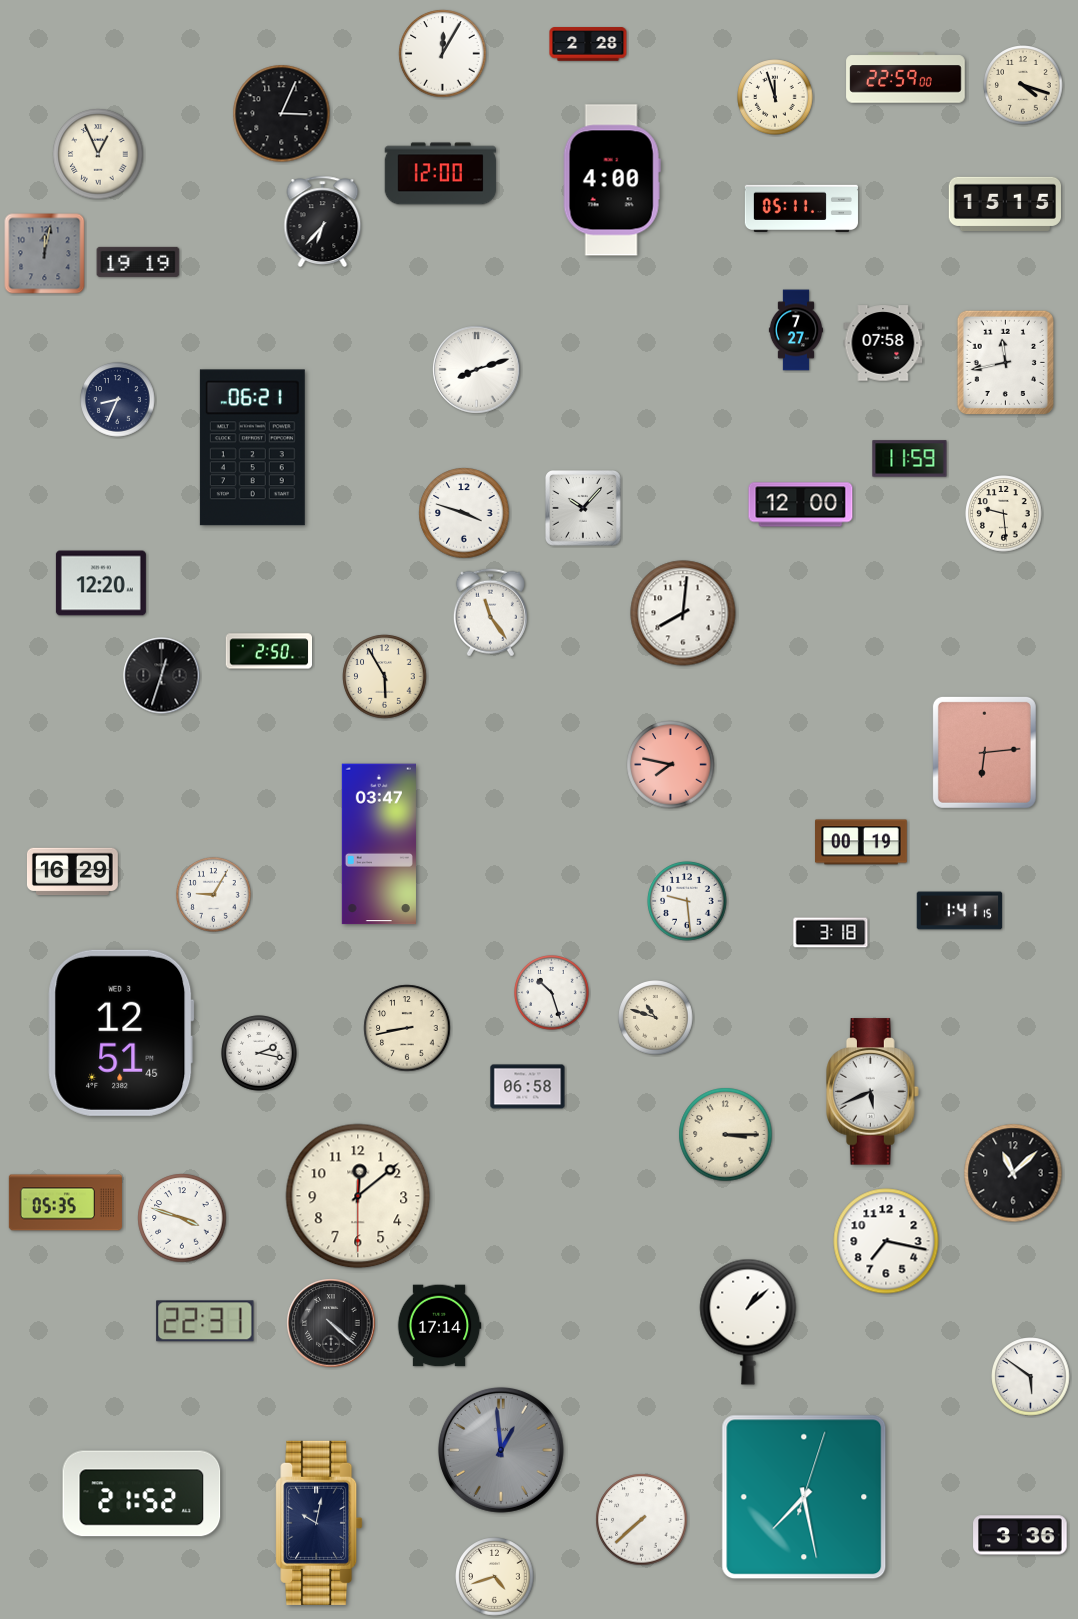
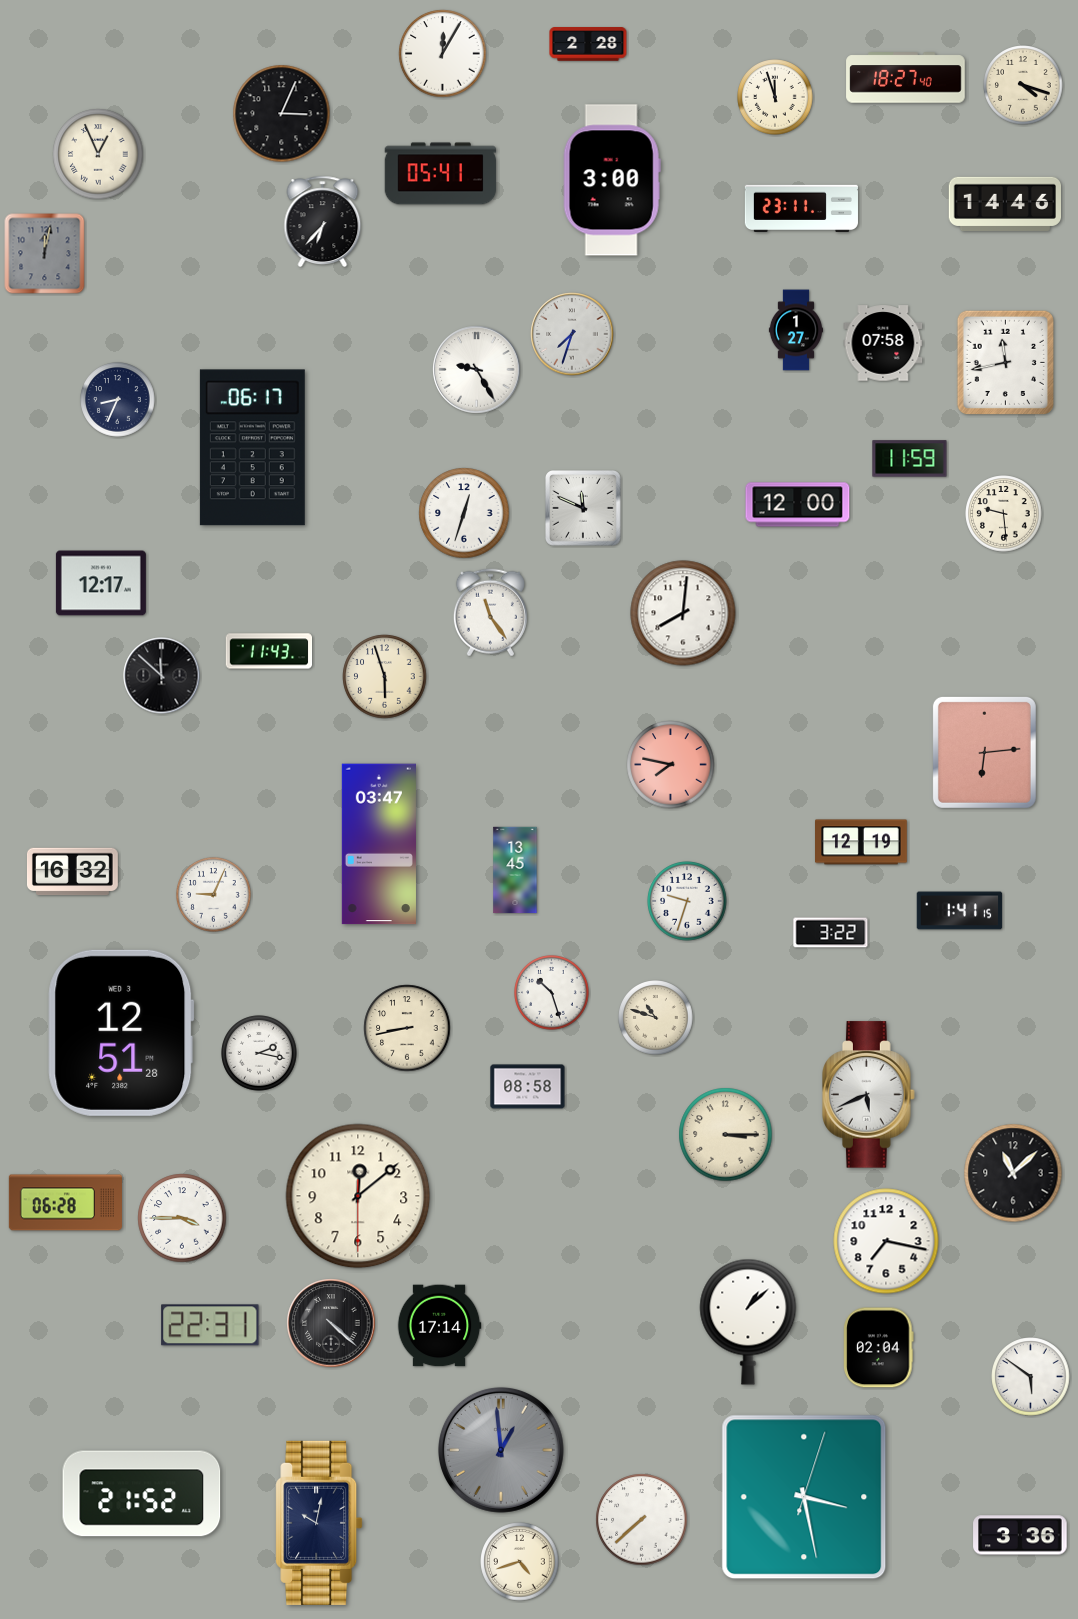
clock at (906, 78): 22:59 -> 18:27
clock at (441, 174): 12:00 -> 05:41
clock at (612, 180): 4:00 -> 3:00
clock at (1004, 204): 15:15 -> 14:46
clock at (801, 208): 05:11 -> 23:11
clock at (138, 262): 19:19 -> none
clock at (796, 330): 7:27 -> 1:27
clock at (572, 334): none -> 7:33
clock at (477, 370): 8:12 -> 9:25
clock at (252, 448): 06:21 -> 06:17
clock at (801, 505) position: (801, 505) -> (798, 505)
clock at (584, 509): 10:07 -> 11:49
clock at (464, 513): 3:48 -> 12:33
clock at (101, 583): 12:20 -> 12:17
clock at (269, 651): 2:50 -> 11:43
clock at (162, 676): 12:33 -> 11:52
clock at (385, 677): 5:55 -> 5:57
clock at (862, 842): 00:19 -> 12:19
clock at (515, 870): none -> 13:45
clock at (72, 872): 16:29 -> 16:32
clock at (214, 895): 9:05 -> 9:04
clock at (687, 901): 9:29 -> 9:33
clock at (831, 933): 3:18 -> 3:22
clock at (121, 1033): 12:51:45 -> 12:51:28
clock at (528, 1087): 06:58 -> 08:58
clock at (873, 1092) position: (873, 1092) -> (869, 1095)
clock at (65, 1203): 05:35 -> 06:28
clock at (182, 1218): 3:48 -> 3:45
clock at (205, 1321) position: (205, 1321) -> (210, 1325)
clock at (879, 1348): none -> 02:04
clock at (804, 1497): 7:28 -> 3:28
clock at (495, 1577) position: (495, 1577) -> (520, 1562)
